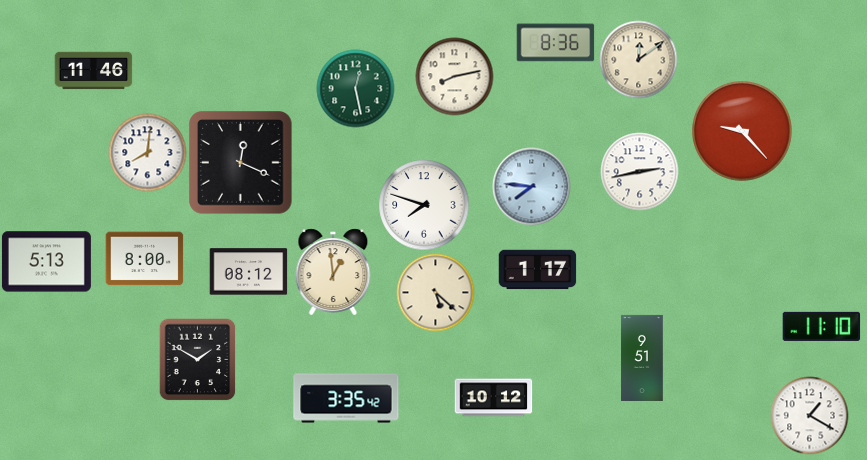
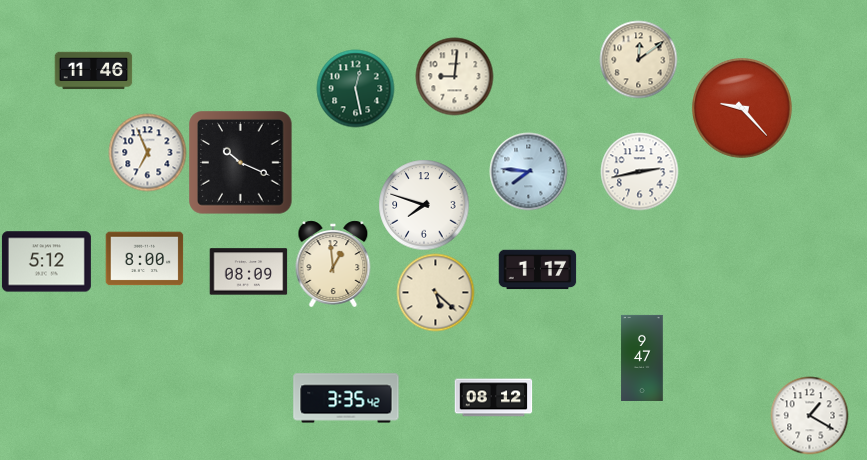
clock at (555, 43): 8:36 -> none
clock at (454, 76): 8:13 -> 9:01
clock at (743, 132) position: (743, 132) -> (743, 109)
clock at (147, 152): 8:01 -> 6:56
clock at (241, 163): 12:19 -> 10:19
clock at (531, 186) position: (531, 186) -> (528, 171)
clock at (46, 262): 5:13 -> 5:12
clock at (248, 272): 08:12 -> 08:09
clock at (333, 272) position: (333, 272) -> (333, 264)
clock at (821, 326): 11:10 -> none
clock at (642, 358): 9:51 -> 9:47
clock at (198, 359): 1:50 -> none
clock at (493, 398): 10:12 -> 08:12
